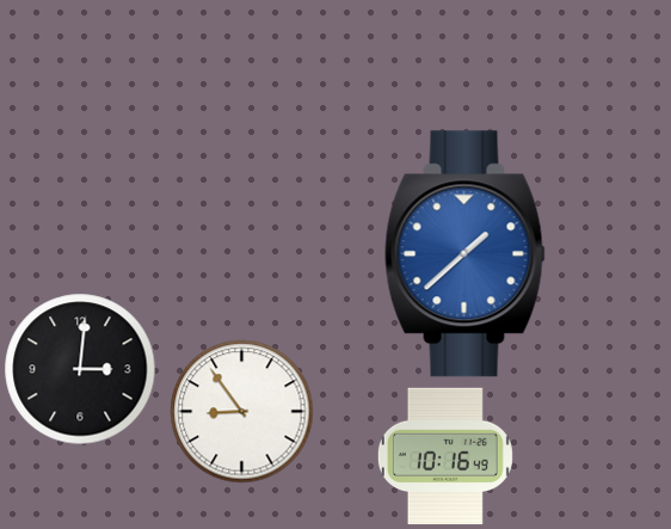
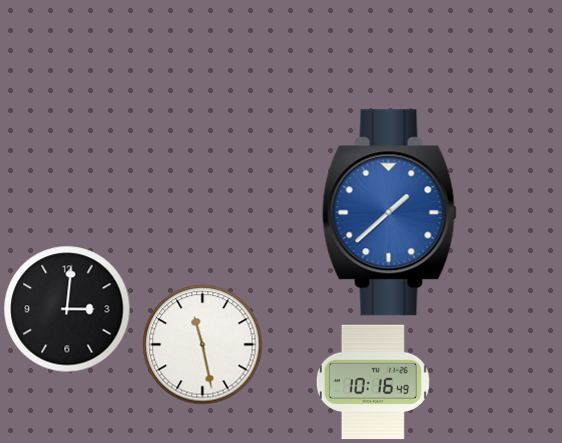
clock at (242, 412): 8:54 -> 11:28
